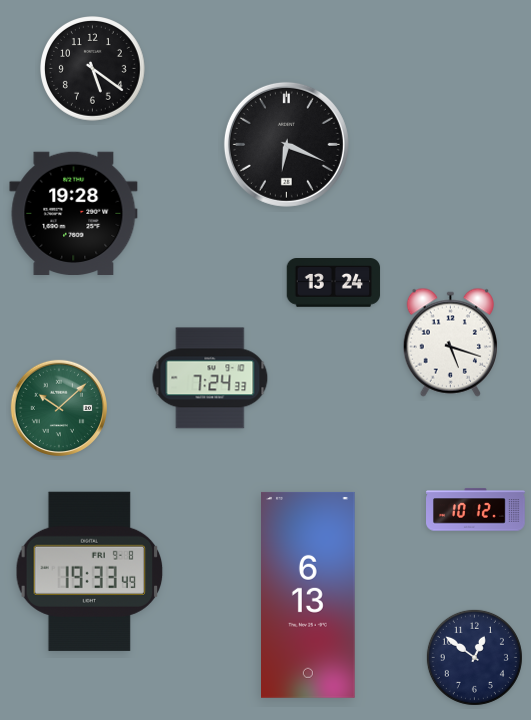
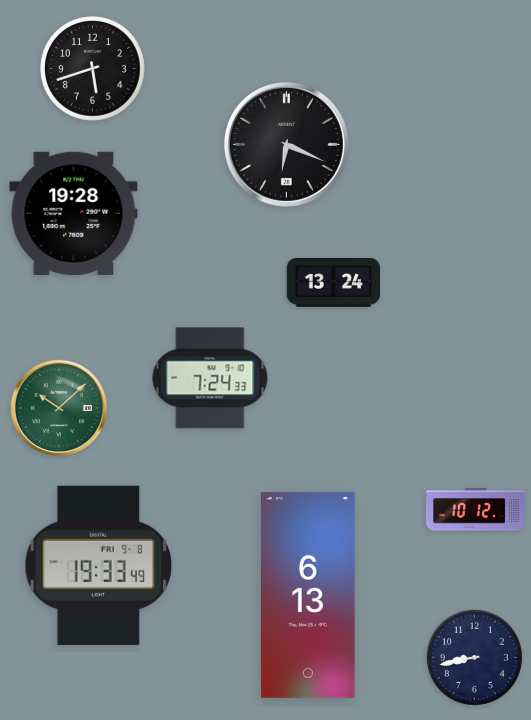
clock at (93, 69): 5:21 -> 5:42
clock at (450, 342): 5:18 -> none
clock at (90, 571) position: (90, 571) -> (99, 565)
clock at (474, 657): 12:51 -> 8:43
